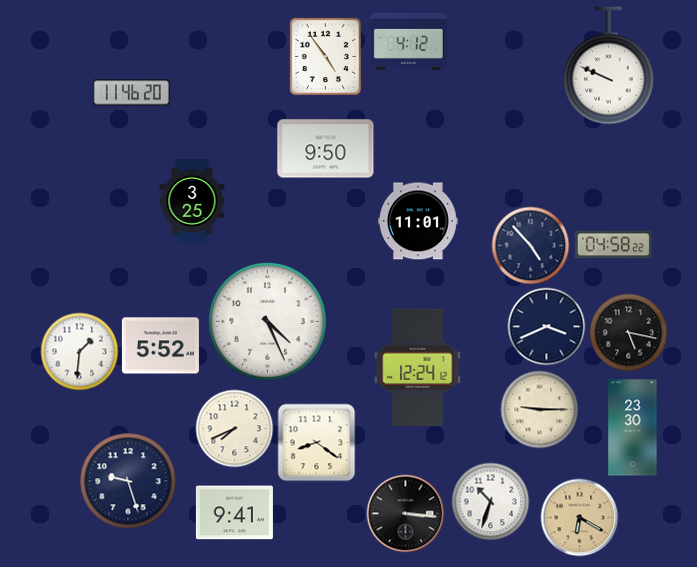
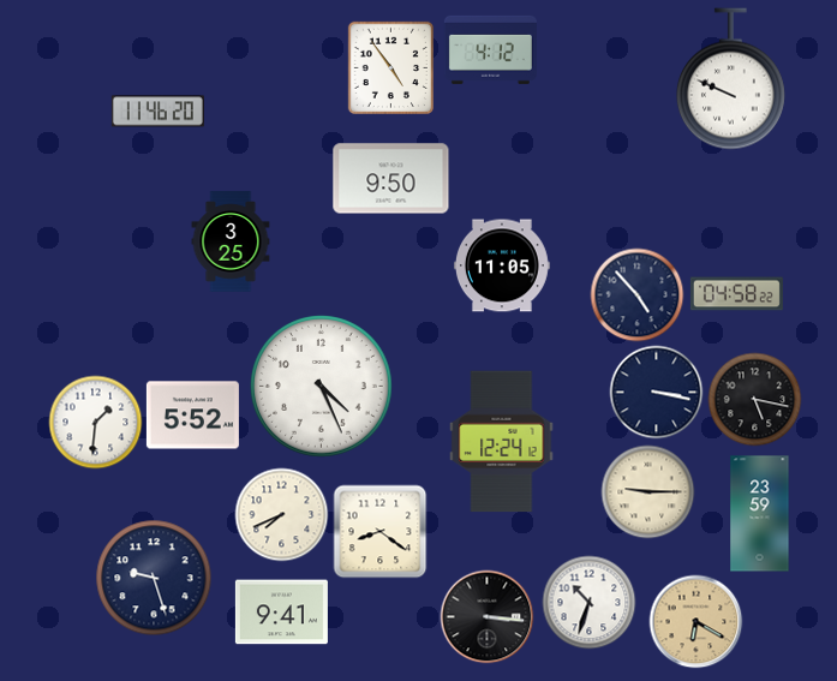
clock at (418, 221): 11:01 -> 11:05
clock at (546, 326): 3:41 -> 3:17
clock at (633, 428): 23:30 -> 23:59
clock at (234, 513) position: (234, 513) -> (281, 613)
